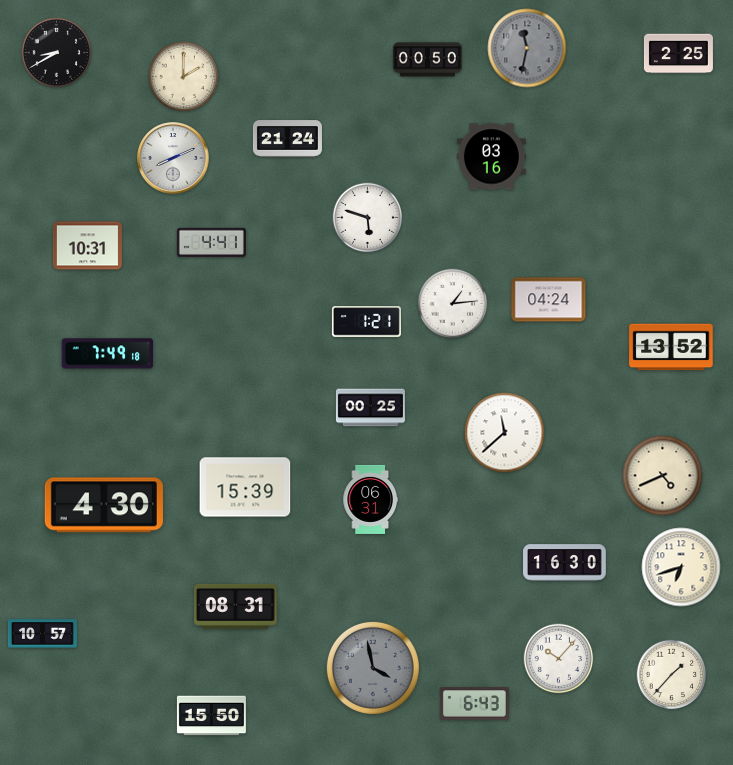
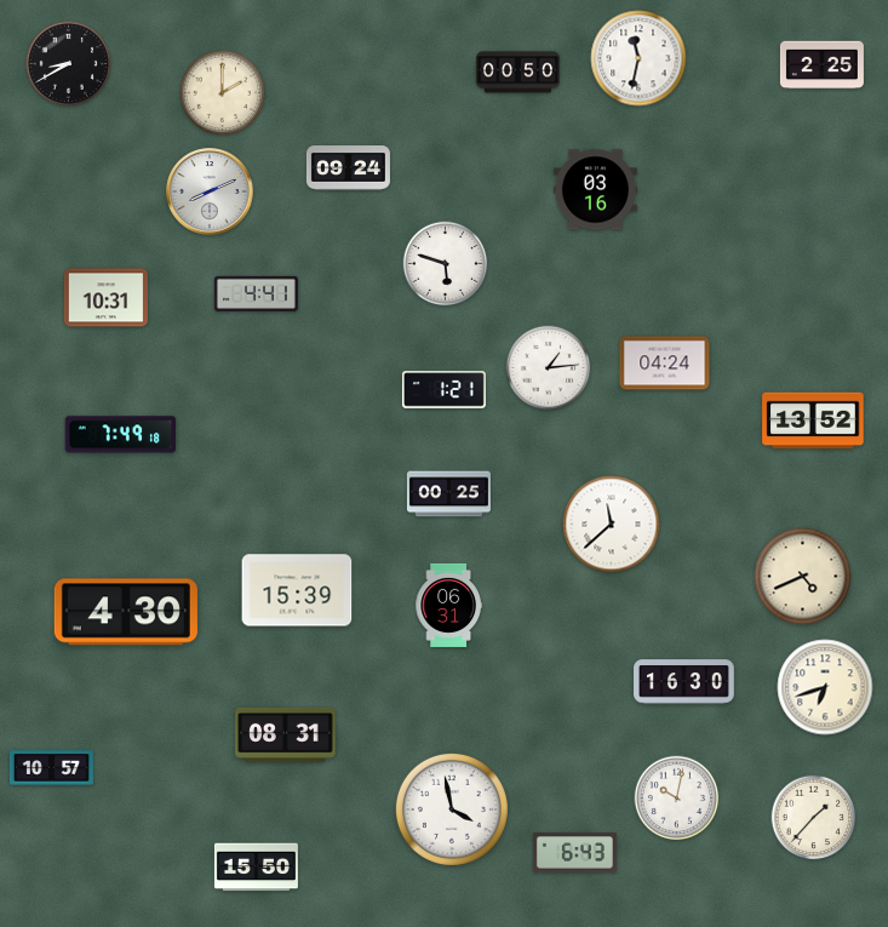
clock at (527, 48) dial: grey -> white
clock at (287, 139): 21:24 -> 09:24
clock at (108, 354) position: (108, 354) -> (121, 435)
clock at (559, 659): 10:07 -> 10:02
clock at (373, 668) dial: grey -> white
